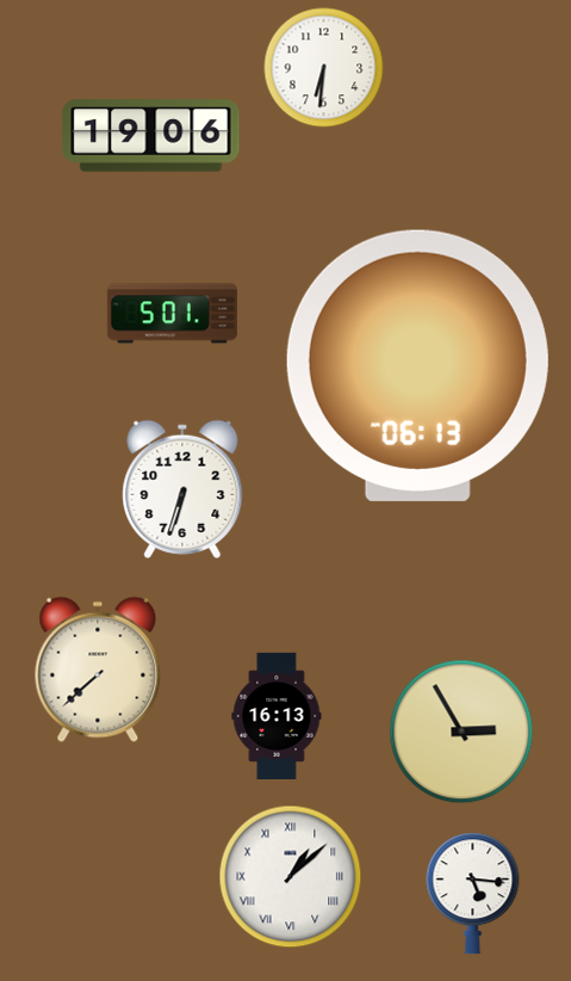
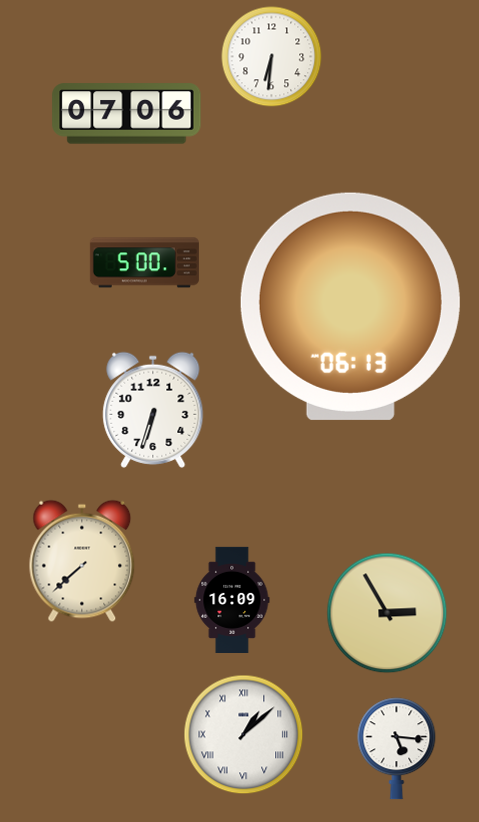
clock at (151, 136): 19:06 -> 07:06
clock at (172, 314): 5:01 -> 5:00
clock at (277, 715): 16:13 -> 16:09
